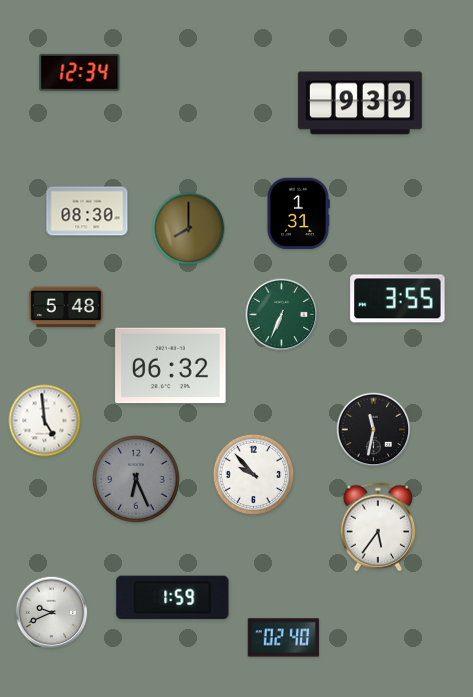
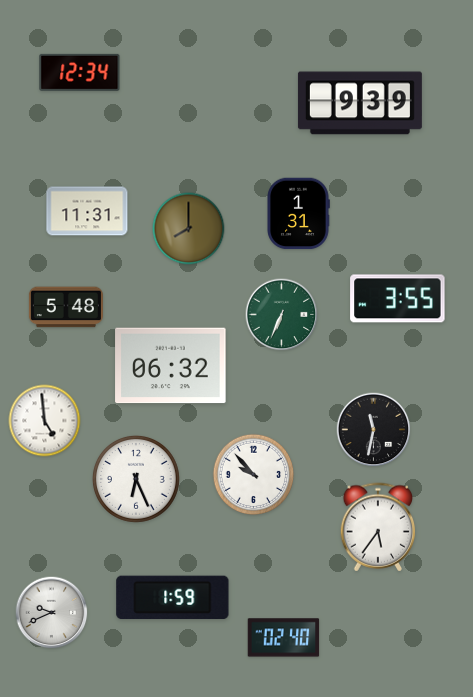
clock at (87, 211): 08:30 -> 11:31
clock at (136, 479) dial: grey -> white
